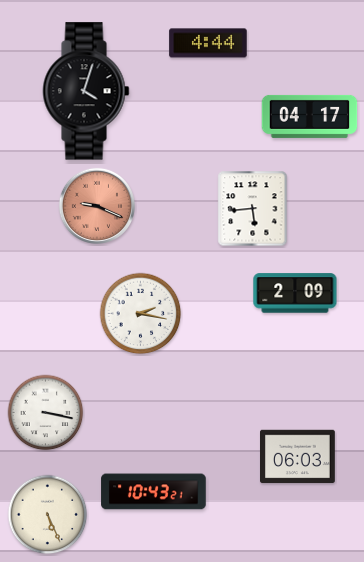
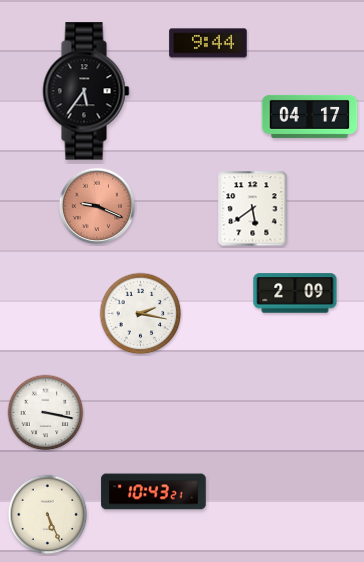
clock at (208, 43): 4:44 -> 9:44
clock at (86, 91): 4:03 -> 5:36
clock at (253, 209): 5:44 -> 5:39
clock at (298, 457): 06:03 -> none
